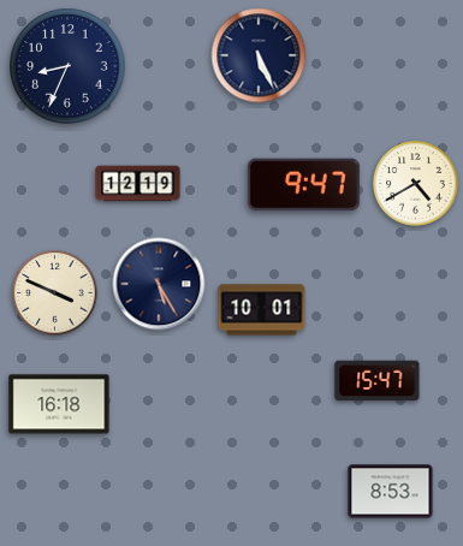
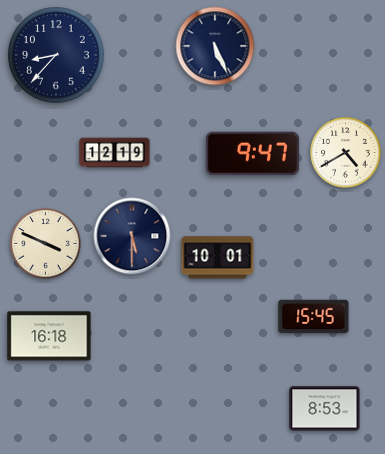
clock at (67, 66): 8:34 -> 8:37
clock at (159, 284): 5:25 -> 5:30
clock at (378, 381): 15:47 -> 15:45
